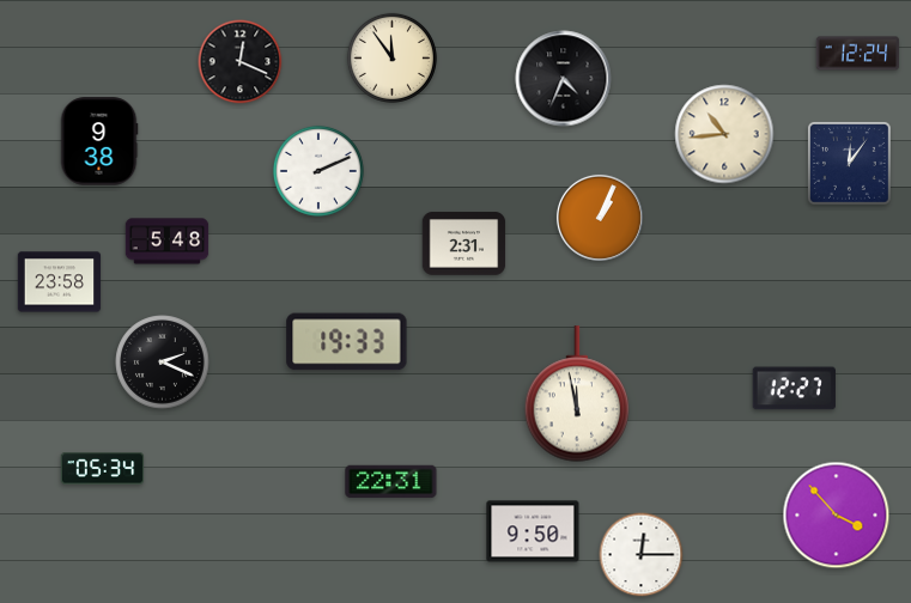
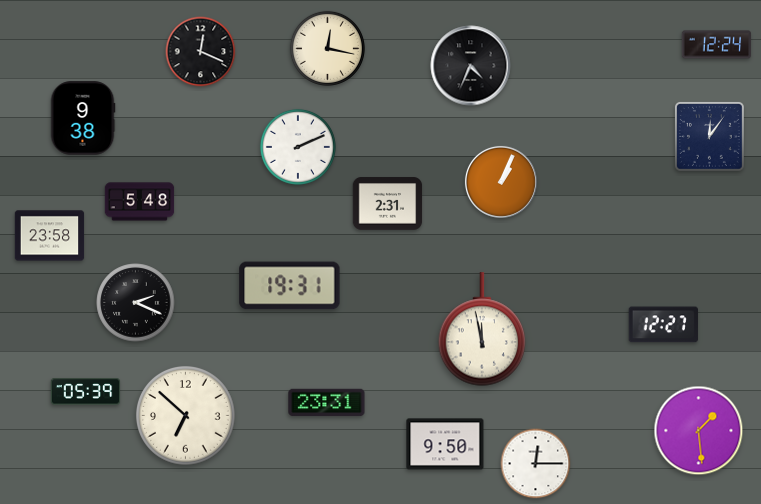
clock at (391, 57): 11:54 -> 12:17
clock at (724, 134): 10:44 -> none
clock at (318, 171) position: (318, 171) -> (298, 147)
clock at (347, 342): 19:33 -> 19:31
clock at (103, 469): 05:34 -> 05:39
clock at (391, 482): 22:31 -> 23:31
clock at (185, 415): none -> 6:52
clock at (837, 516): 3:53 -> 1:29
